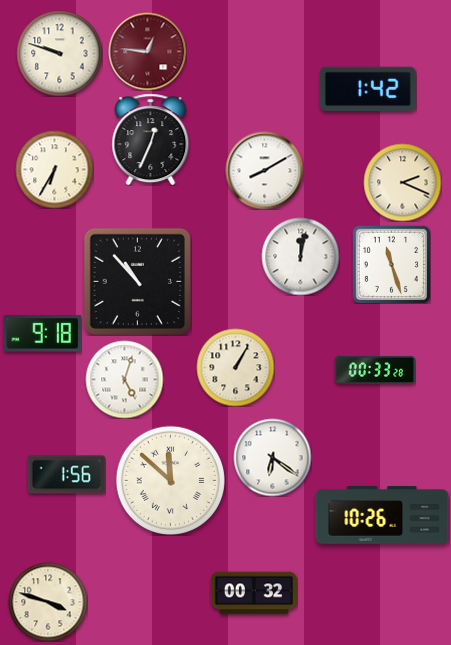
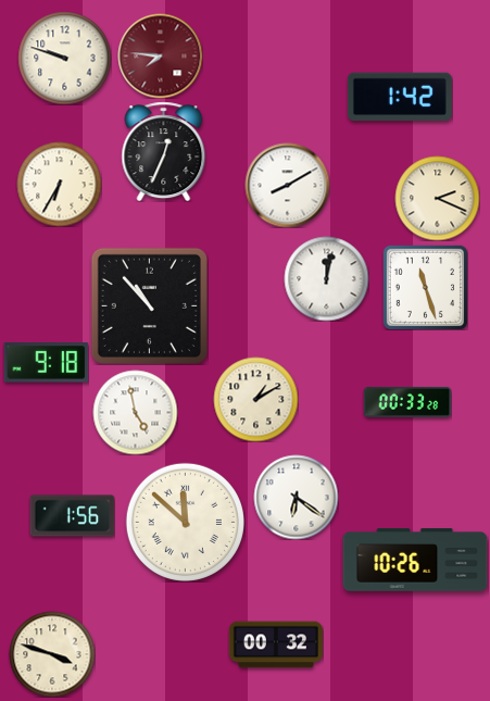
clock at (147, 51): 12:46 -> 7:46
clock at (235, 367): 1:05 -> 1:10
clock at (124, 379): 5:03 -> 4:58
